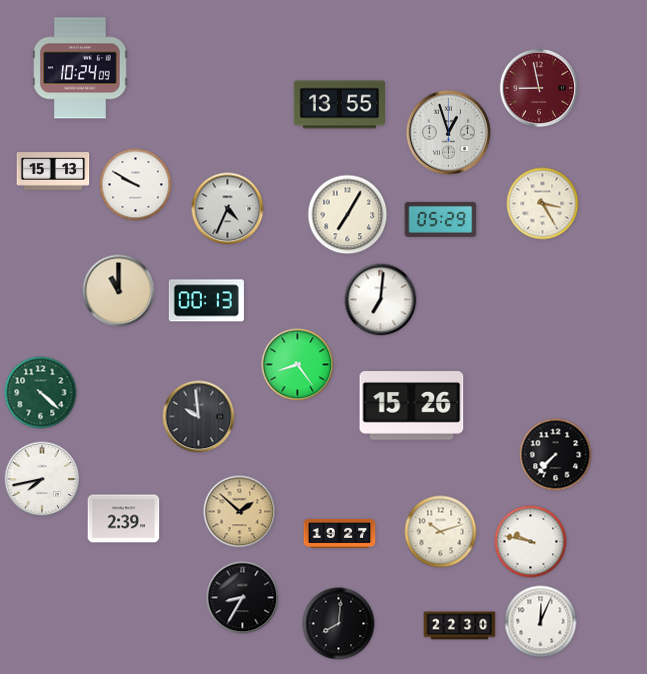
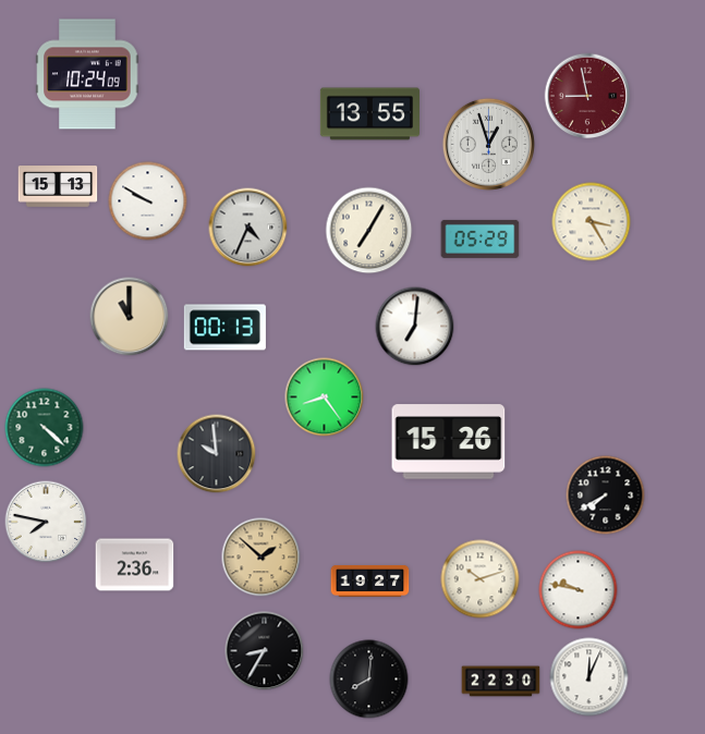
clock at (348, 215) position: (348, 215) -> (369, 231)
clock at (556, 455): 7:37 -> 7:40
clock at (42, 479): 7:43 -> 7:47
clock at (124, 519): 2:39 -> 2:36
